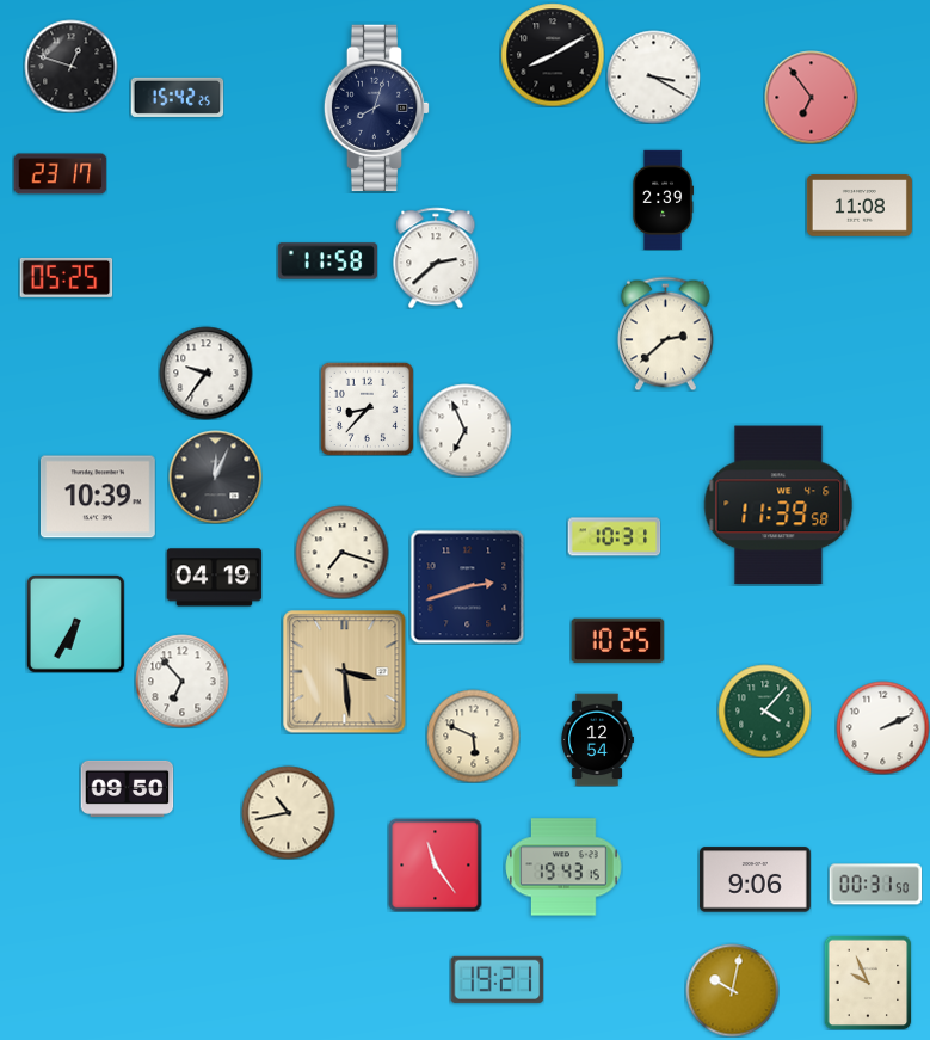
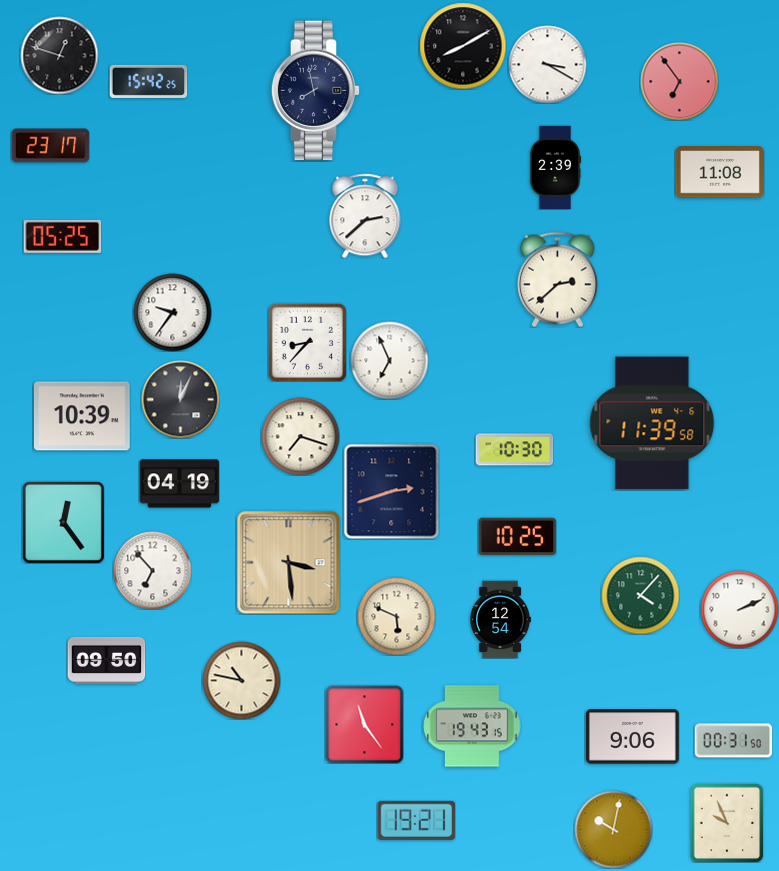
clock at (377, 109): 8:03 -> 7:58
clock at (327, 261): 11:58 -> none
clock at (66, 277) position: (66, 277) -> (62, 236)
clock at (614, 537): 10:31 -> 10:30
clock at (341, 552) position: (341, 552) -> (300, 436)
clock at (75, 623): 6:35 -> 12:24
clock at (288, 812): 10:43 -> 10:47
